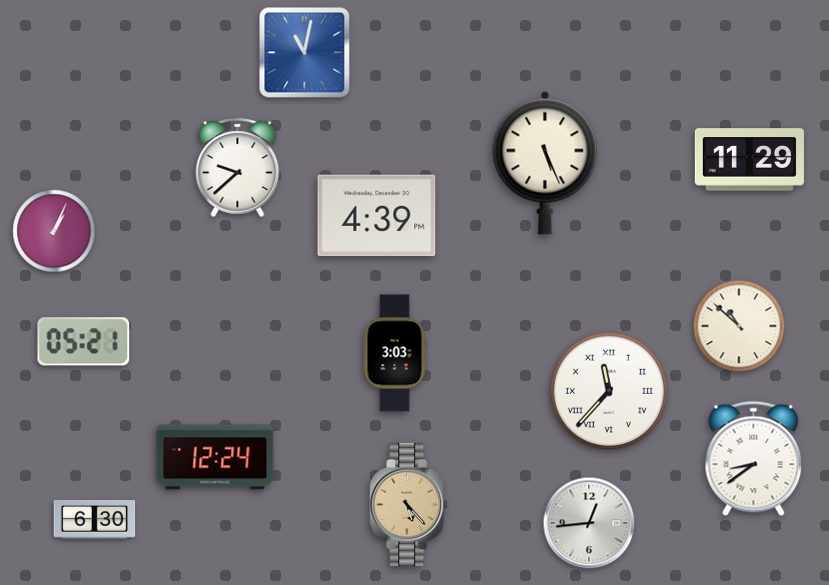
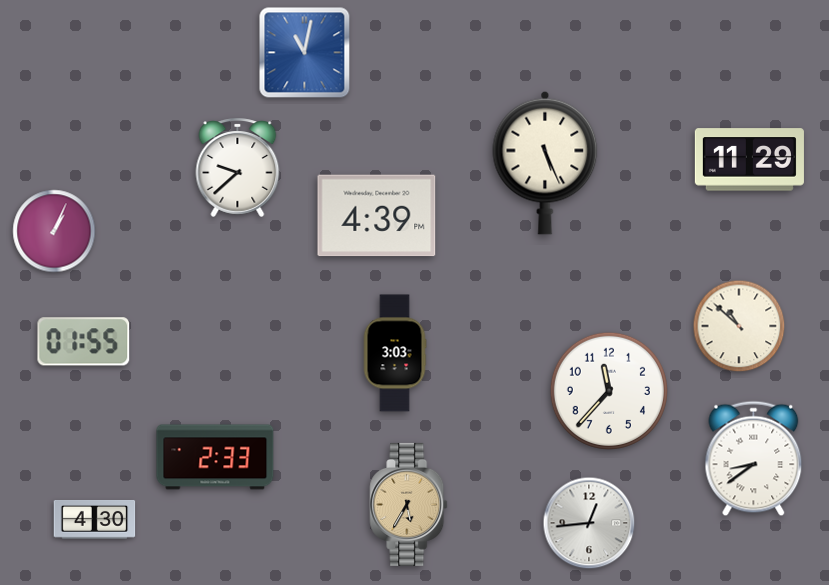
clock at (84, 342): 05:21 -> 01:55
clock at (609, 391) numerals: Roman -> Arabic
clock at (215, 457): 12:24 -> 2:33
clock at (409, 504): 5:23 -> 5:35
clock at (95, 519): 6:30 -> 4:30
